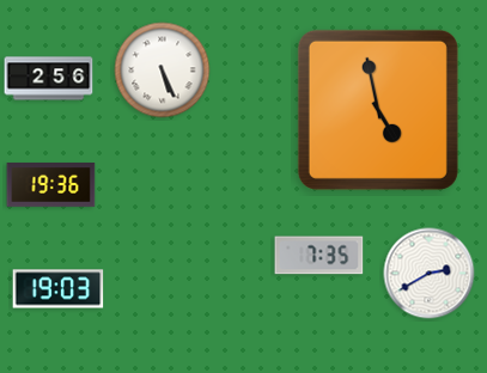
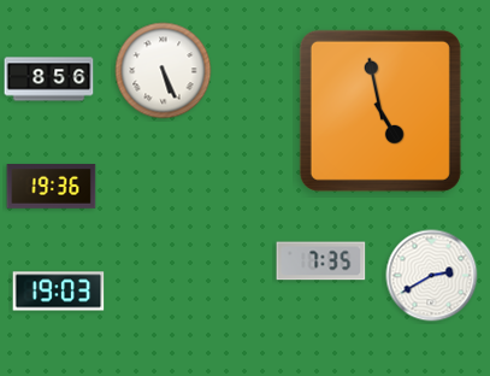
clock at (49, 79): 2:56 -> 8:56
clock at (319, 256) position: (319, 256) -> (321, 262)
